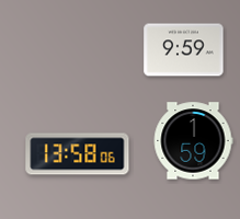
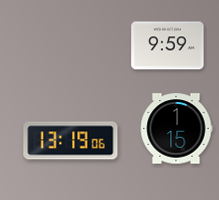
clock at (193, 141): 1:59 -> 1:15
clock at (78, 154): 13:58 -> 13:19
